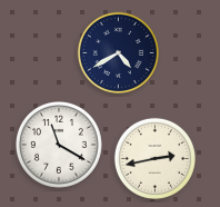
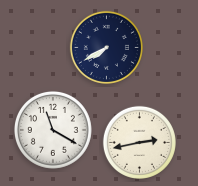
clock at (118, 52): 4:40 -> 7:40
